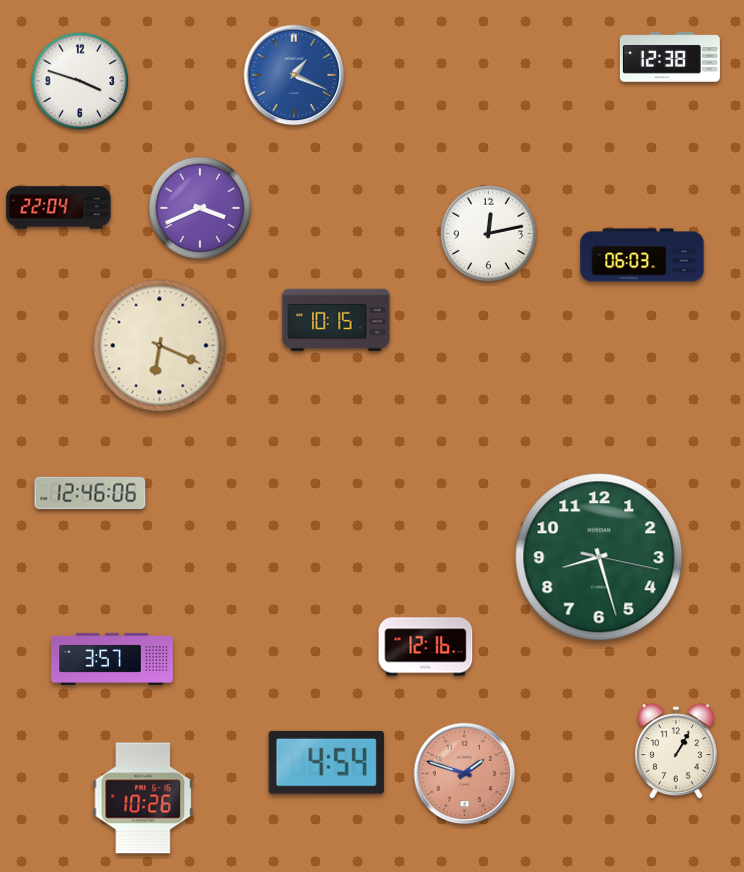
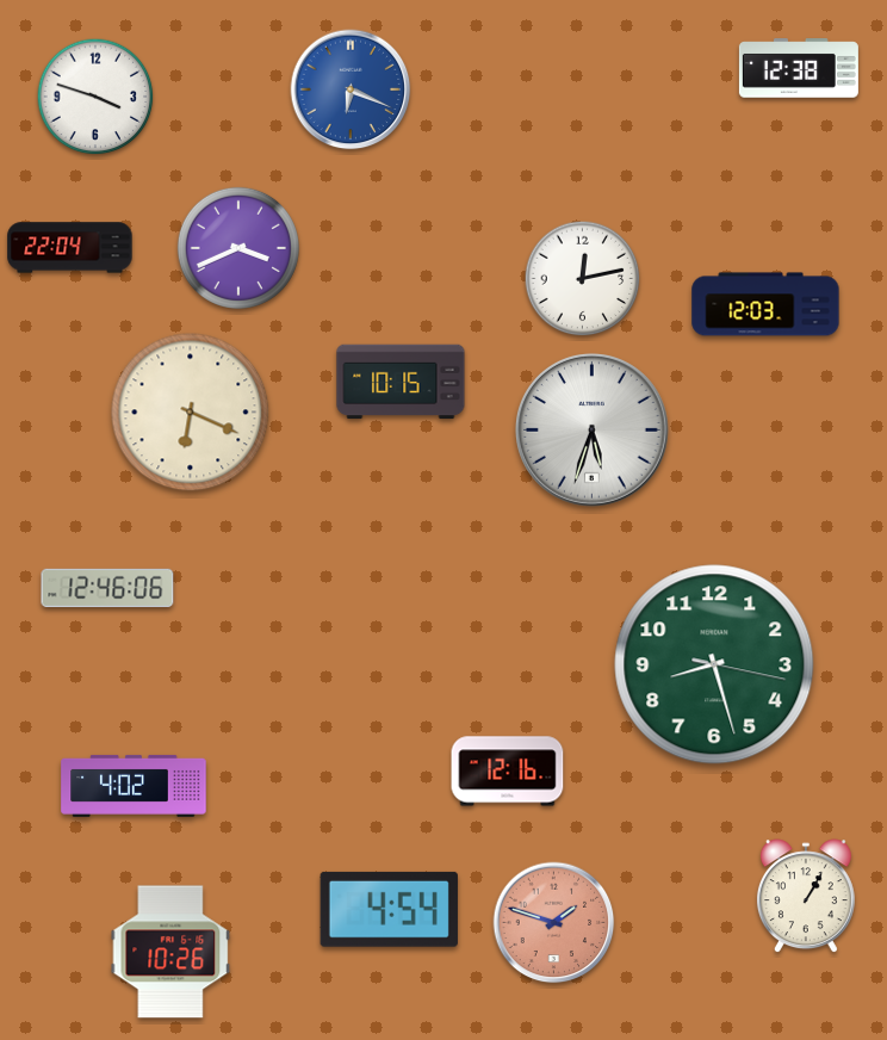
clock at (294, 75): 1:19 -> 6:19
clock at (642, 255): 06:03 -> 12:03
clock at (593, 431): none -> 5:33
clock at (112, 659): 3:57 -> 4:02
